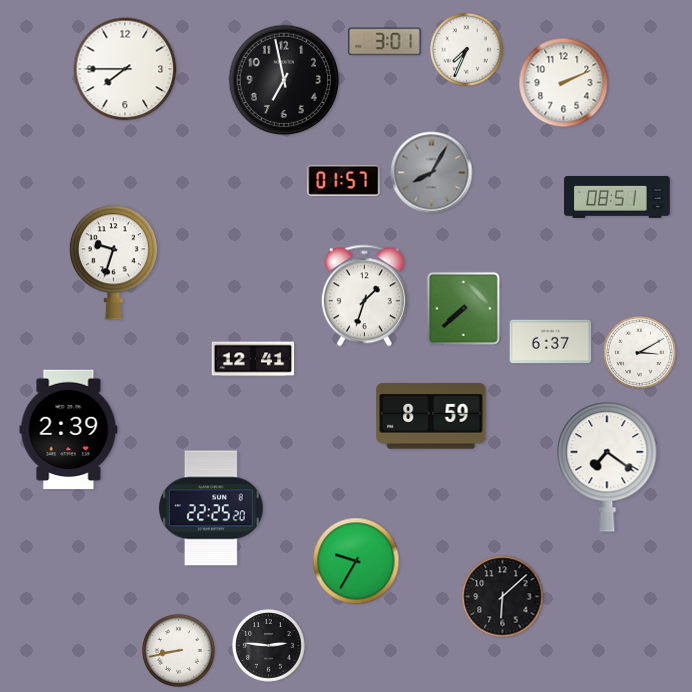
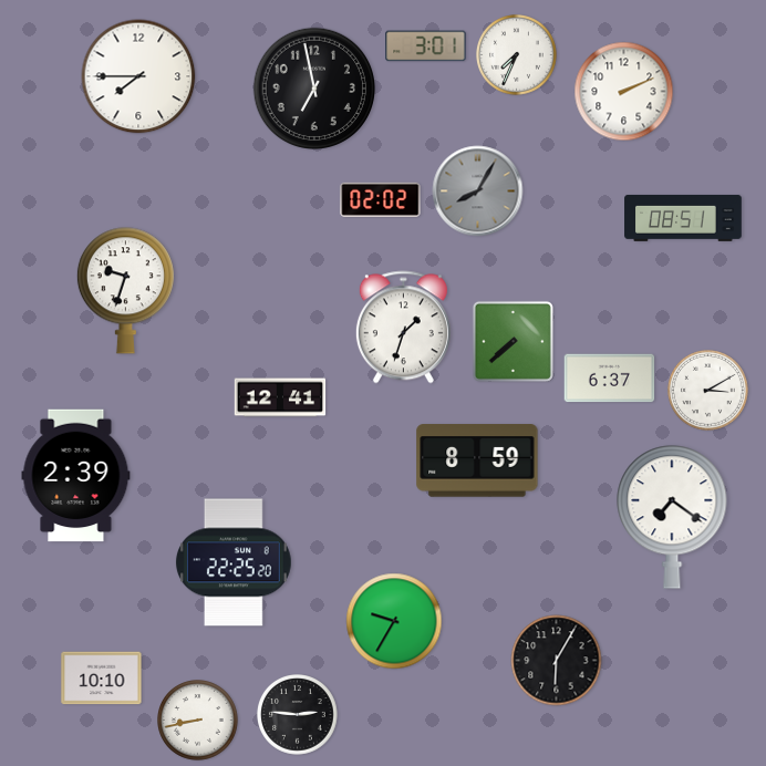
clock at (344, 180): 01:57 -> 02:02
clock at (503, 597): 6:08 -> 6:05
clock at (102, 679): none -> 10:10
